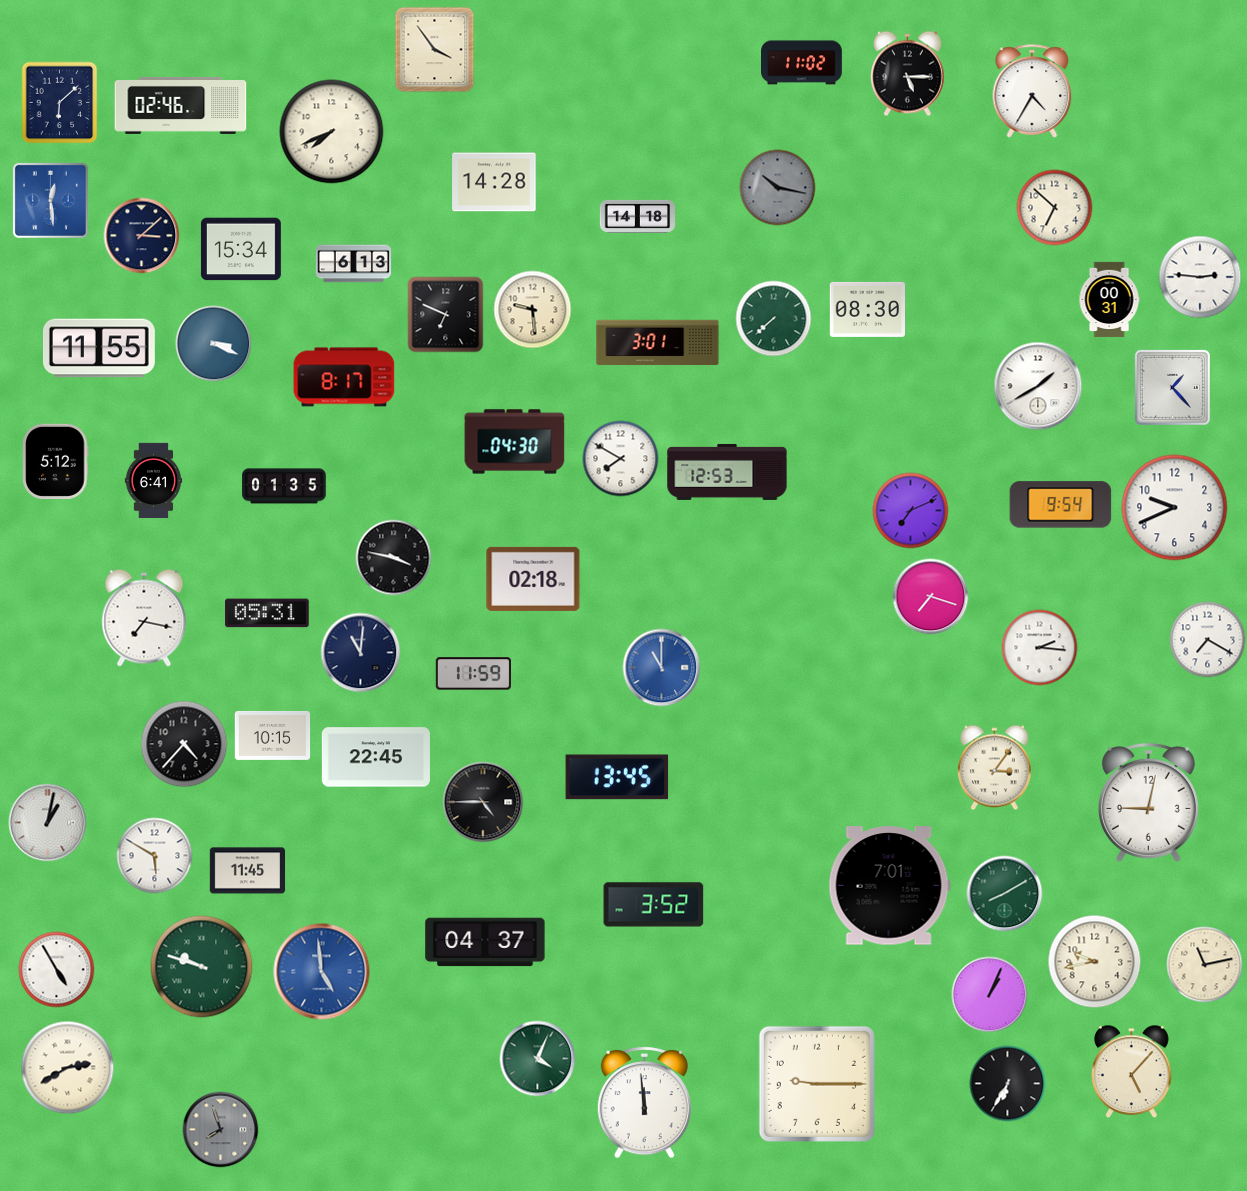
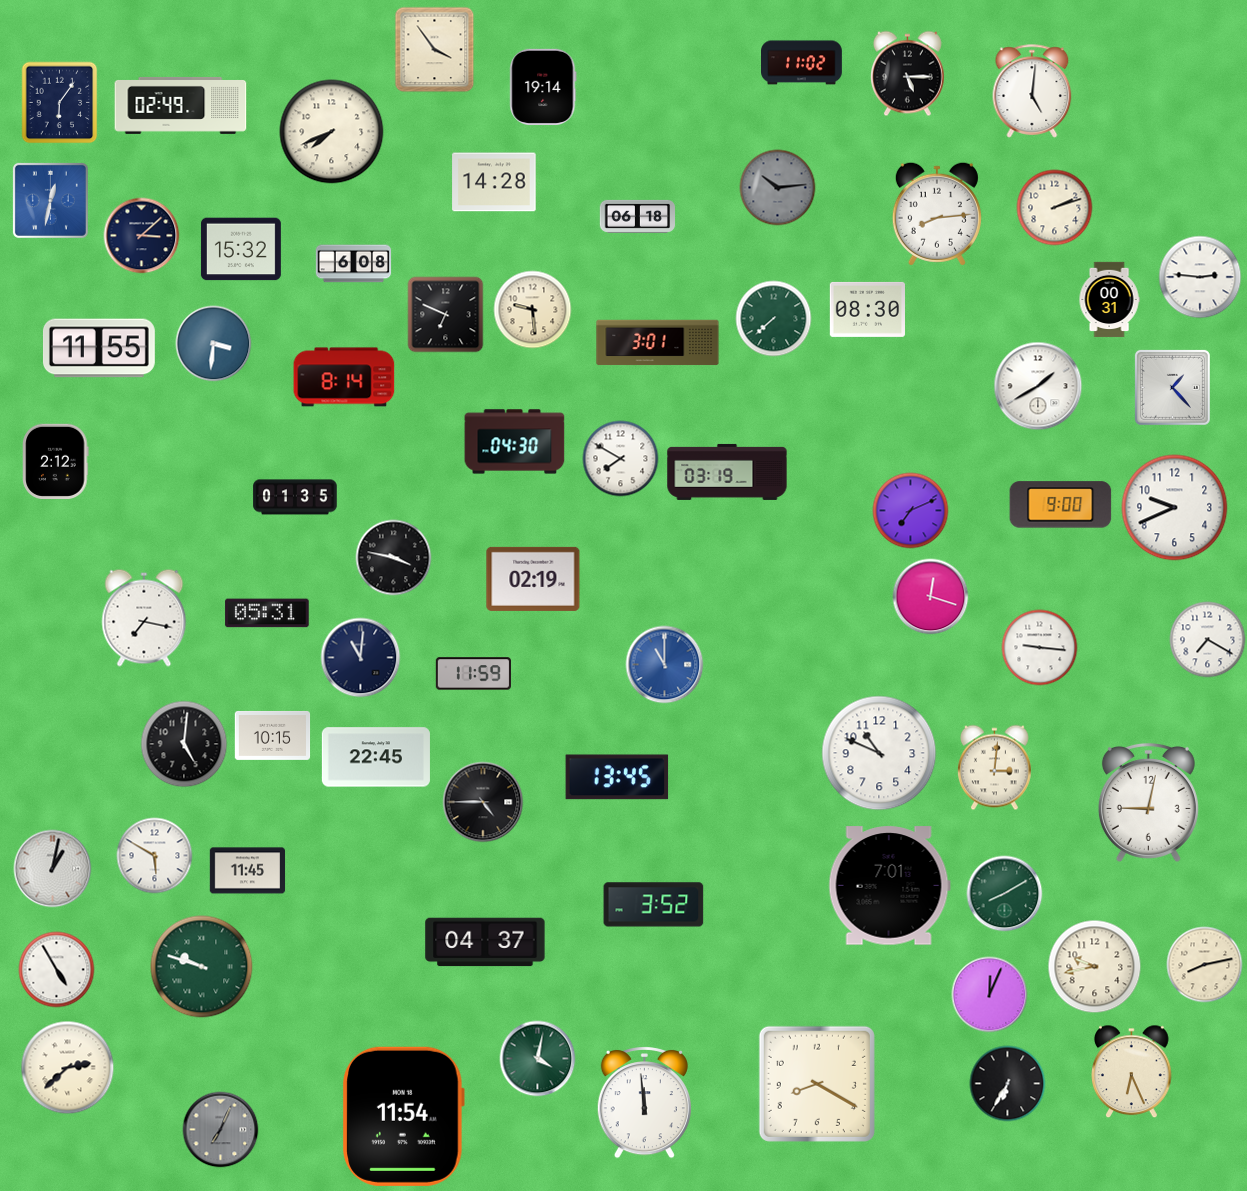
clock at (543, 87): none -> 19:14
clock at (1032, 91): 4:35 -> 5:01
clock at (60, 103): 6:08 -> 6:06
clock at (181, 105): 02:46 -> 02:49
clock at (778, 188): 10:17 -> 10:14
clock at (50, 200): 12:29 -> 12:32
clock at (1055, 208): 6:52 -> 2:12
clock at (937, 214): none -> 8:14
clock at (638, 216): 14:18 -> 06:18
clock at (241, 249): 15:34 -> 15:32
clock at (354, 264): 6:13 -> 6:08
clock at (214, 344): 3:19 -> 3:31
clock at (344, 377): 8:17 -> 8:14
clock at (56, 461): 5:12 -> 2:12
clock at (727, 472): 12:53 -> 03:19
clock at (154, 481): 6:41 -> none
clock at (284, 486) position: (284, 486) -> (295, 497)
clock at (1061, 505): 9:54 -> 9:00
clock at (533, 579): 02:18 -> 02:19
clock at (931, 597): 7:18 -> 12:18
clock at (1040, 648): 2:16 -> 9:16
clock at (361, 653) position: (361, 653) -> (361, 658)
clock at (662, 668) position: (662, 668) -> (665, 665)
clock at (184, 744): 4:37 -> 5:01
clock at (879, 753): none -> 10:49
clock at (994, 768): 3:06 -> 3:01
clock at (48, 823) position: (48, 823) -> (53, 869)
clock at (1095, 962) position: (1095, 962) -> (1095, 967)
clock at (1205, 965): 11:13 -> 8:13
clock at (322, 972): 4:59 -> none
clock at (990, 995): 1:04 -> 12:04
clock at (538, 1059): 4:04 -> 4:02
clock at (68, 1068): 2:40 -> 2:38
clock at (1132, 1072): 5:07 -> 6:26
clock at (817, 1084): 9:15 -> 8:20
clock at (403, 1116): none -> 11:54
clock at (221, 1130): 7:57 -> 7:04
